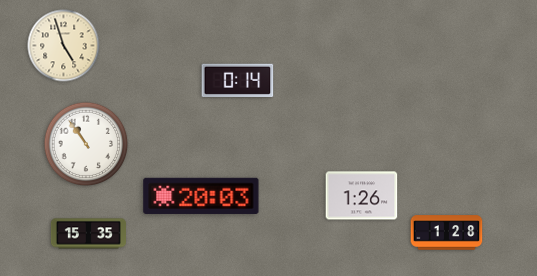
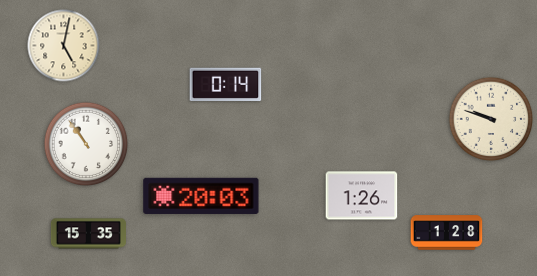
clock at (64, 46): 4:57 -> 5:02
clock at (238, 81) position: (238, 81) -> (226, 85)
clock at (491, 119): none -> 9:48
